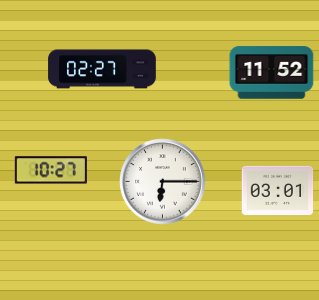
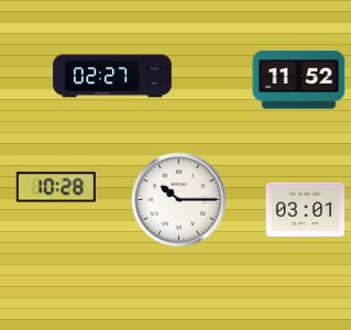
clock at (51, 170): 10:27 -> 10:28
clock at (163, 182): 6:15 -> 10:15
